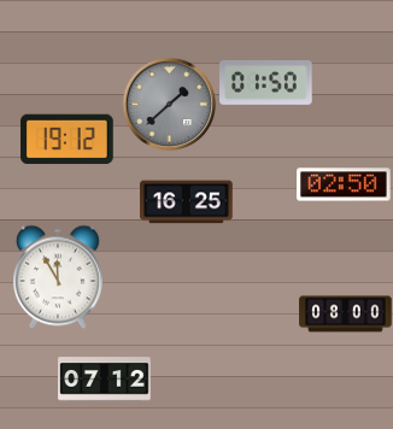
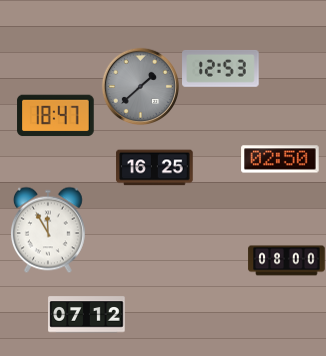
clock at (266, 82): 01:50 -> 12:53
clock at (68, 140): 19:12 -> 18:47
clock at (344, 184) position: (344, 184) -> (280, 159)
